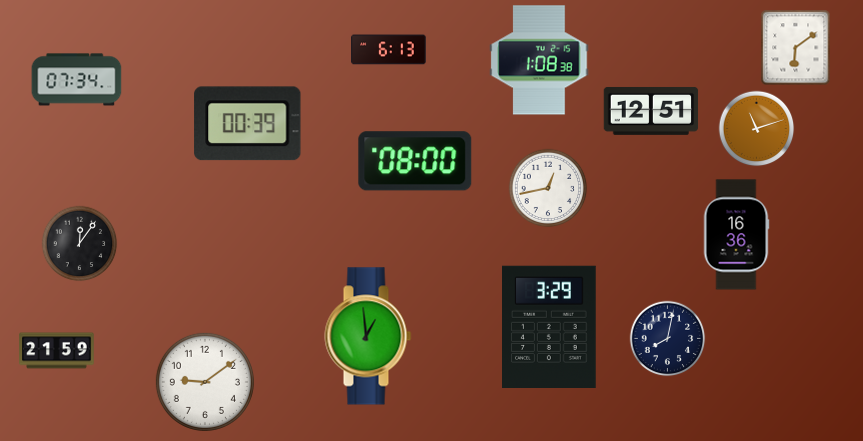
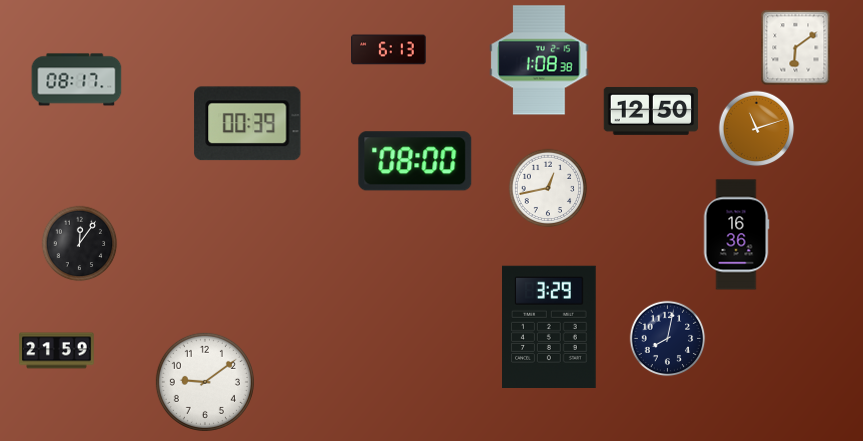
clock at (77, 80): 07:34 -> 08:17
clock at (651, 111): 12:51 -> 12:50
clock at (368, 336): 12:59 -> none
